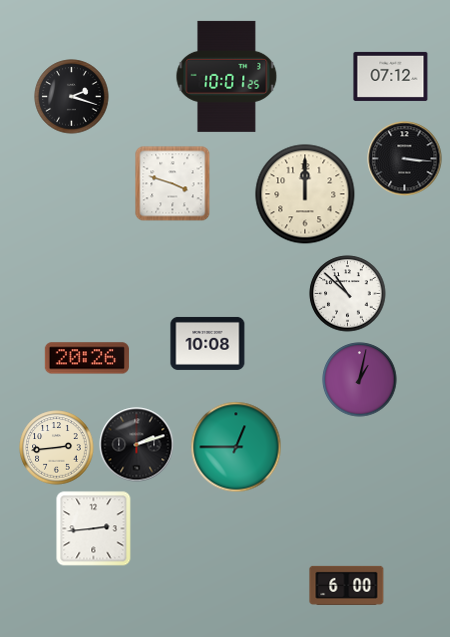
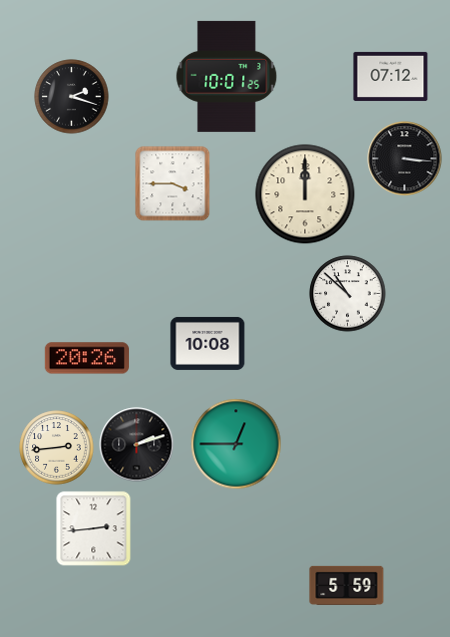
clock at (173, 184): 3:48 -> 3:45
clock at (360, 380): 1:02 -> none
clock at (236, 447) position: (236, 447) -> (236, 444)
clock at (347, 585): 6:00 -> 5:59
